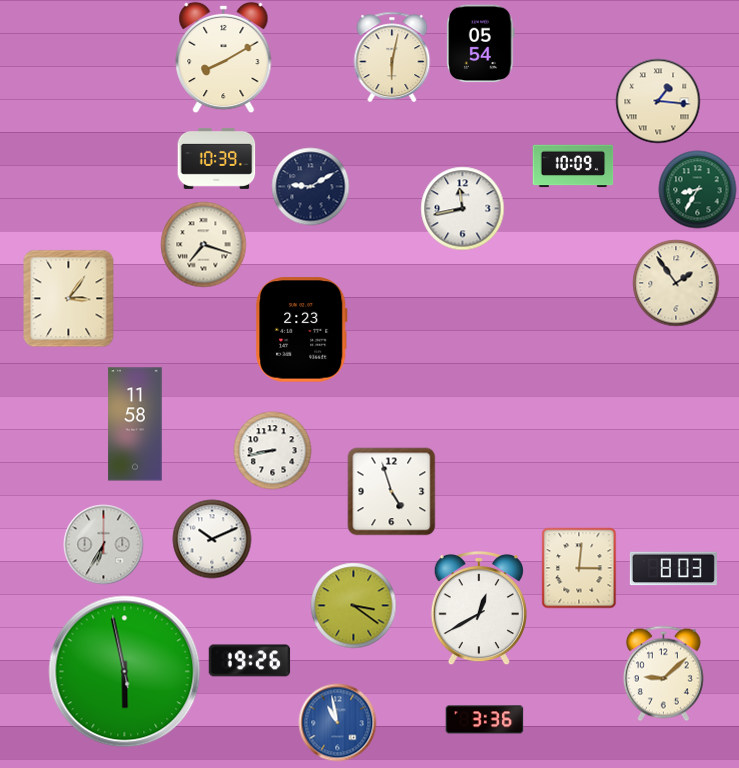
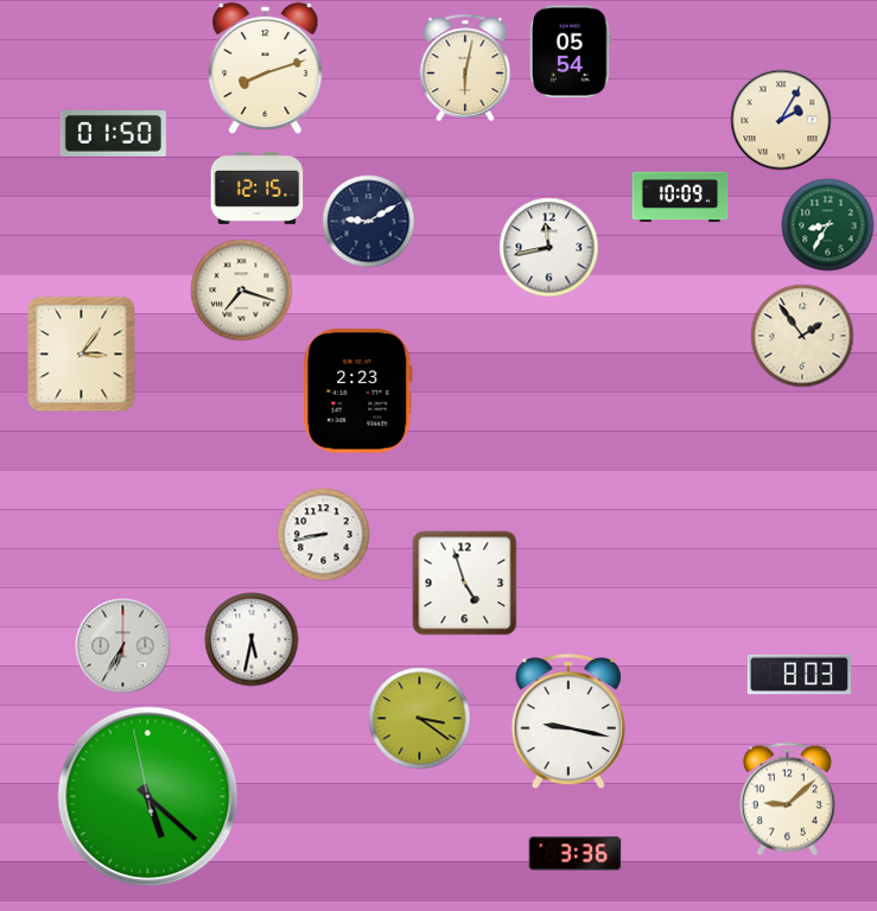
clock at (224, 57): 8:10 -> 8:12
clock at (658, 101): 1:16 -> 2:05
clock at (113, 134): none -> 01:50
clock at (216, 158): 10:39 -> 12:15
clock at (135, 424): 11:58 -> none
clock at (212, 539): 10:11 -> 5:32
clock at (579, 568): 3:01 -> none
clock at (479, 608): 12:40 -> 9:17
clock at (249, 661): 19:26 -> none
clock at (125, 672): 5:57 -> 5:21
clock at (337, 722): 10:58 -> none
